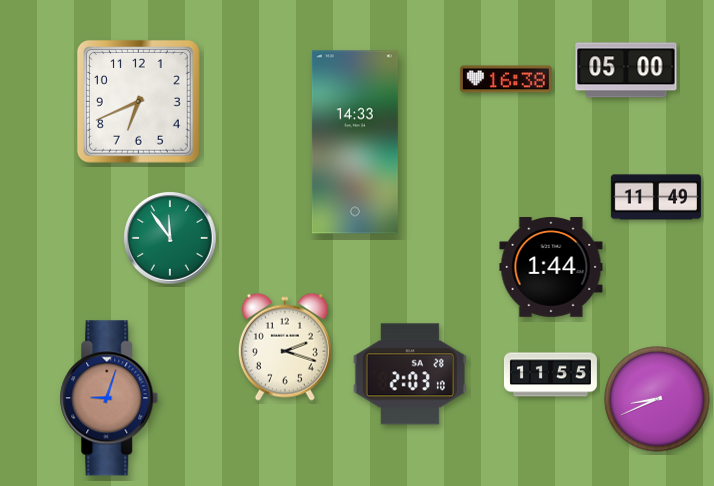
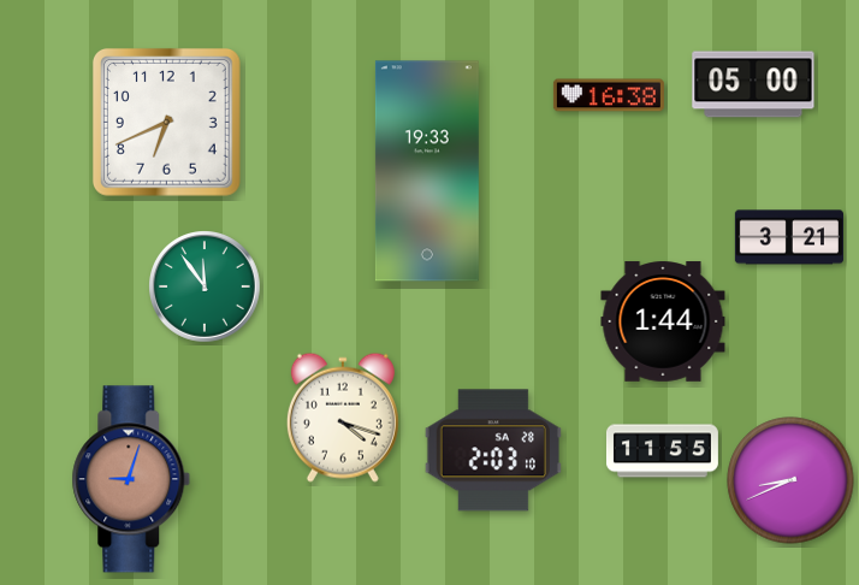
clock at (355, 142): 14:33 -> 19:33
clock at (656, 197): 11:49 -> 3:21
clock at (285, 347): 2:18 -> 4:18
